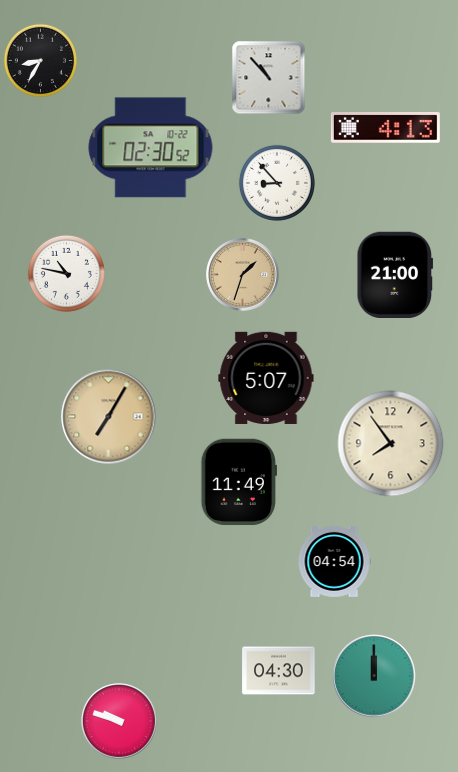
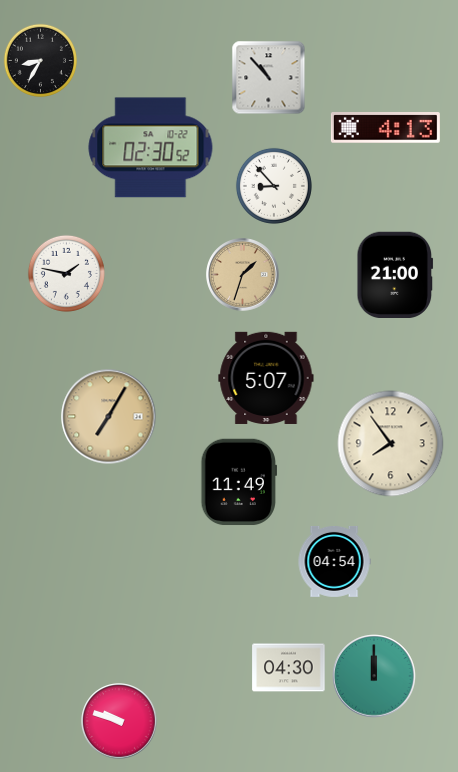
clock at (277, 183) position: (277, 183) -> (274, 186)
clock at (66, 273): 10:47 -> 1:47
clock at (279, 671) position: (279, 671) -> (289, 668)
